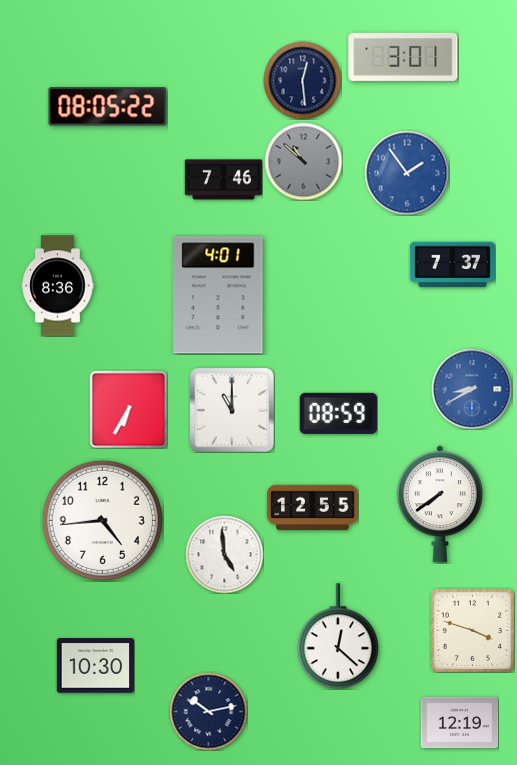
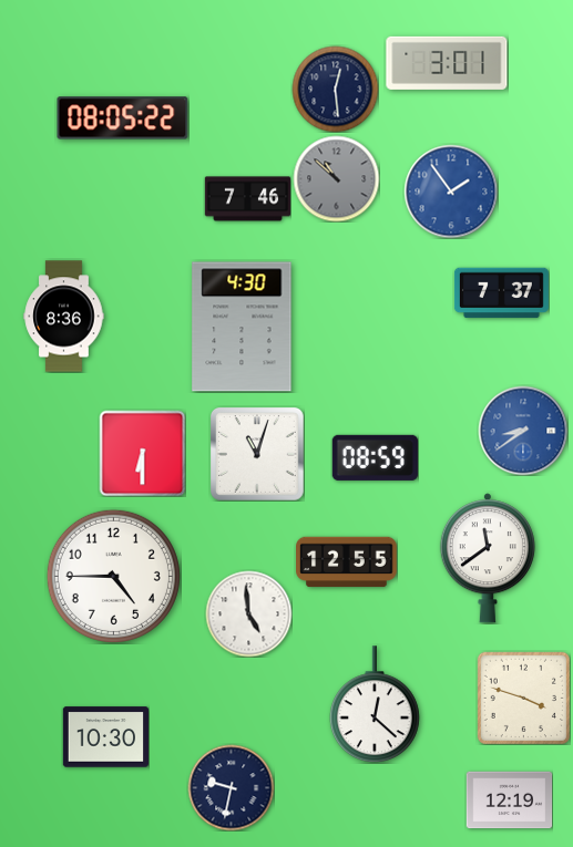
clock at (108, 107) position: (108, 107) -> (123, 118)
clock at (218, 295): 4:01 -> 4:30
clock at (472, 389): 8:40 -> 8:39
clock at (128, 409): 6:35 -> 6:30
clock at (232, 410): 11:00 -> 11:03
clock at (440, 504): 7:39 -> 11:39
clock at (102, 520): 4:44 -> 4:45
clock at (208, 711): 10:13 -> 9:32
